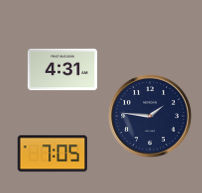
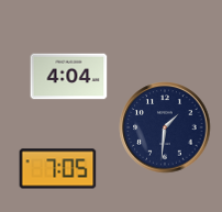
clock at (63, 70): 4:31 -> 4:04
clock at (150, 116): 1:46 -> 1:31
